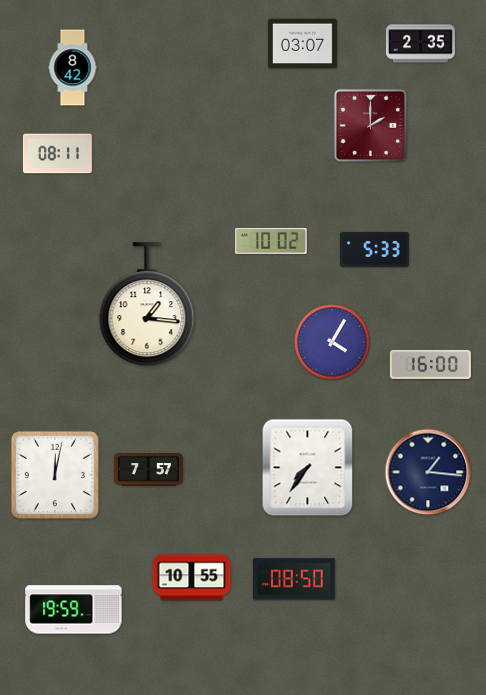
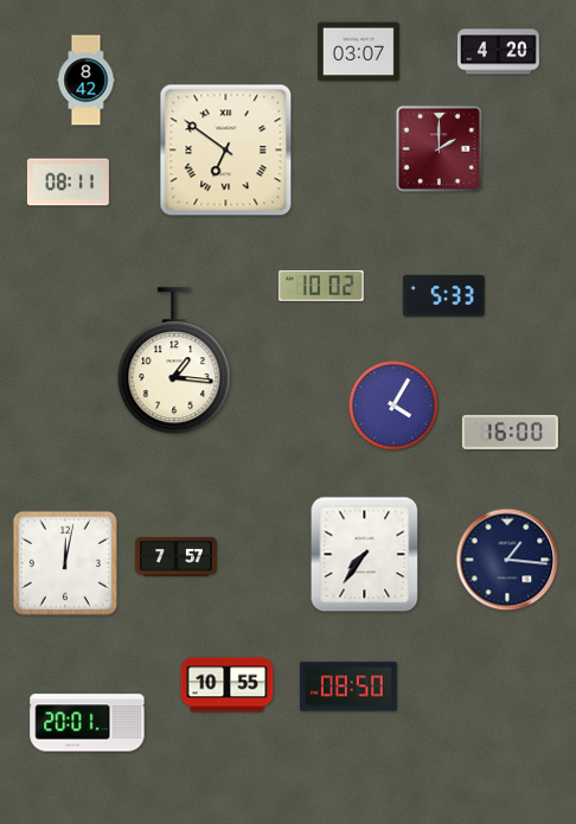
clock at (420, 44): 2:35 -> 4:20
clock at (226, 151): none -> 6:51
clock at (74, 610): 19:59 -> 20:01
